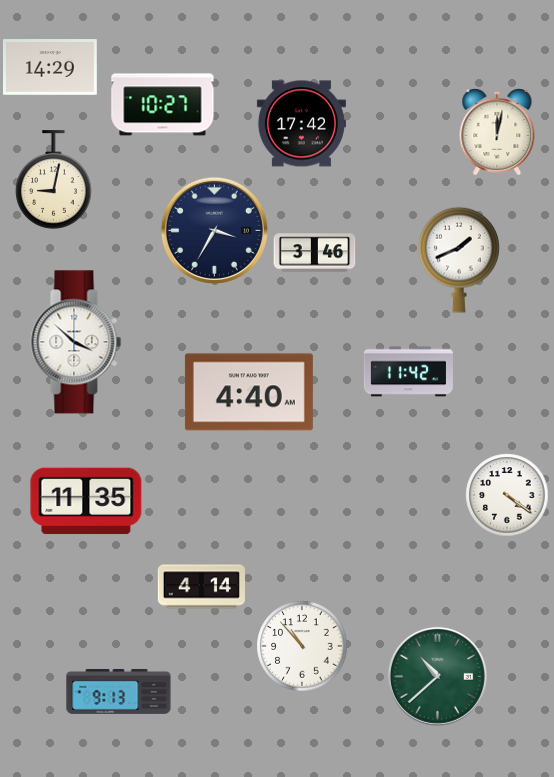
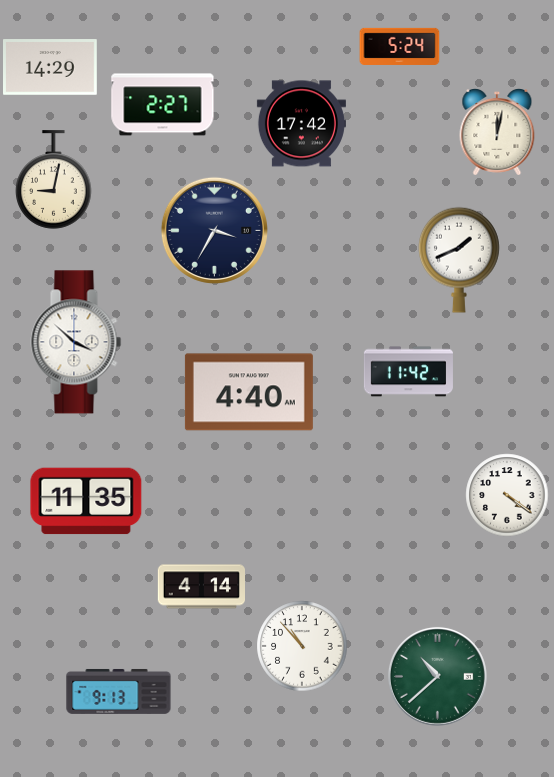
clock at (400, 46): none -> 5:24
clock at (163, 105): 10:27 -> 2:27
clock at (315, 253): 3:46 -> none
